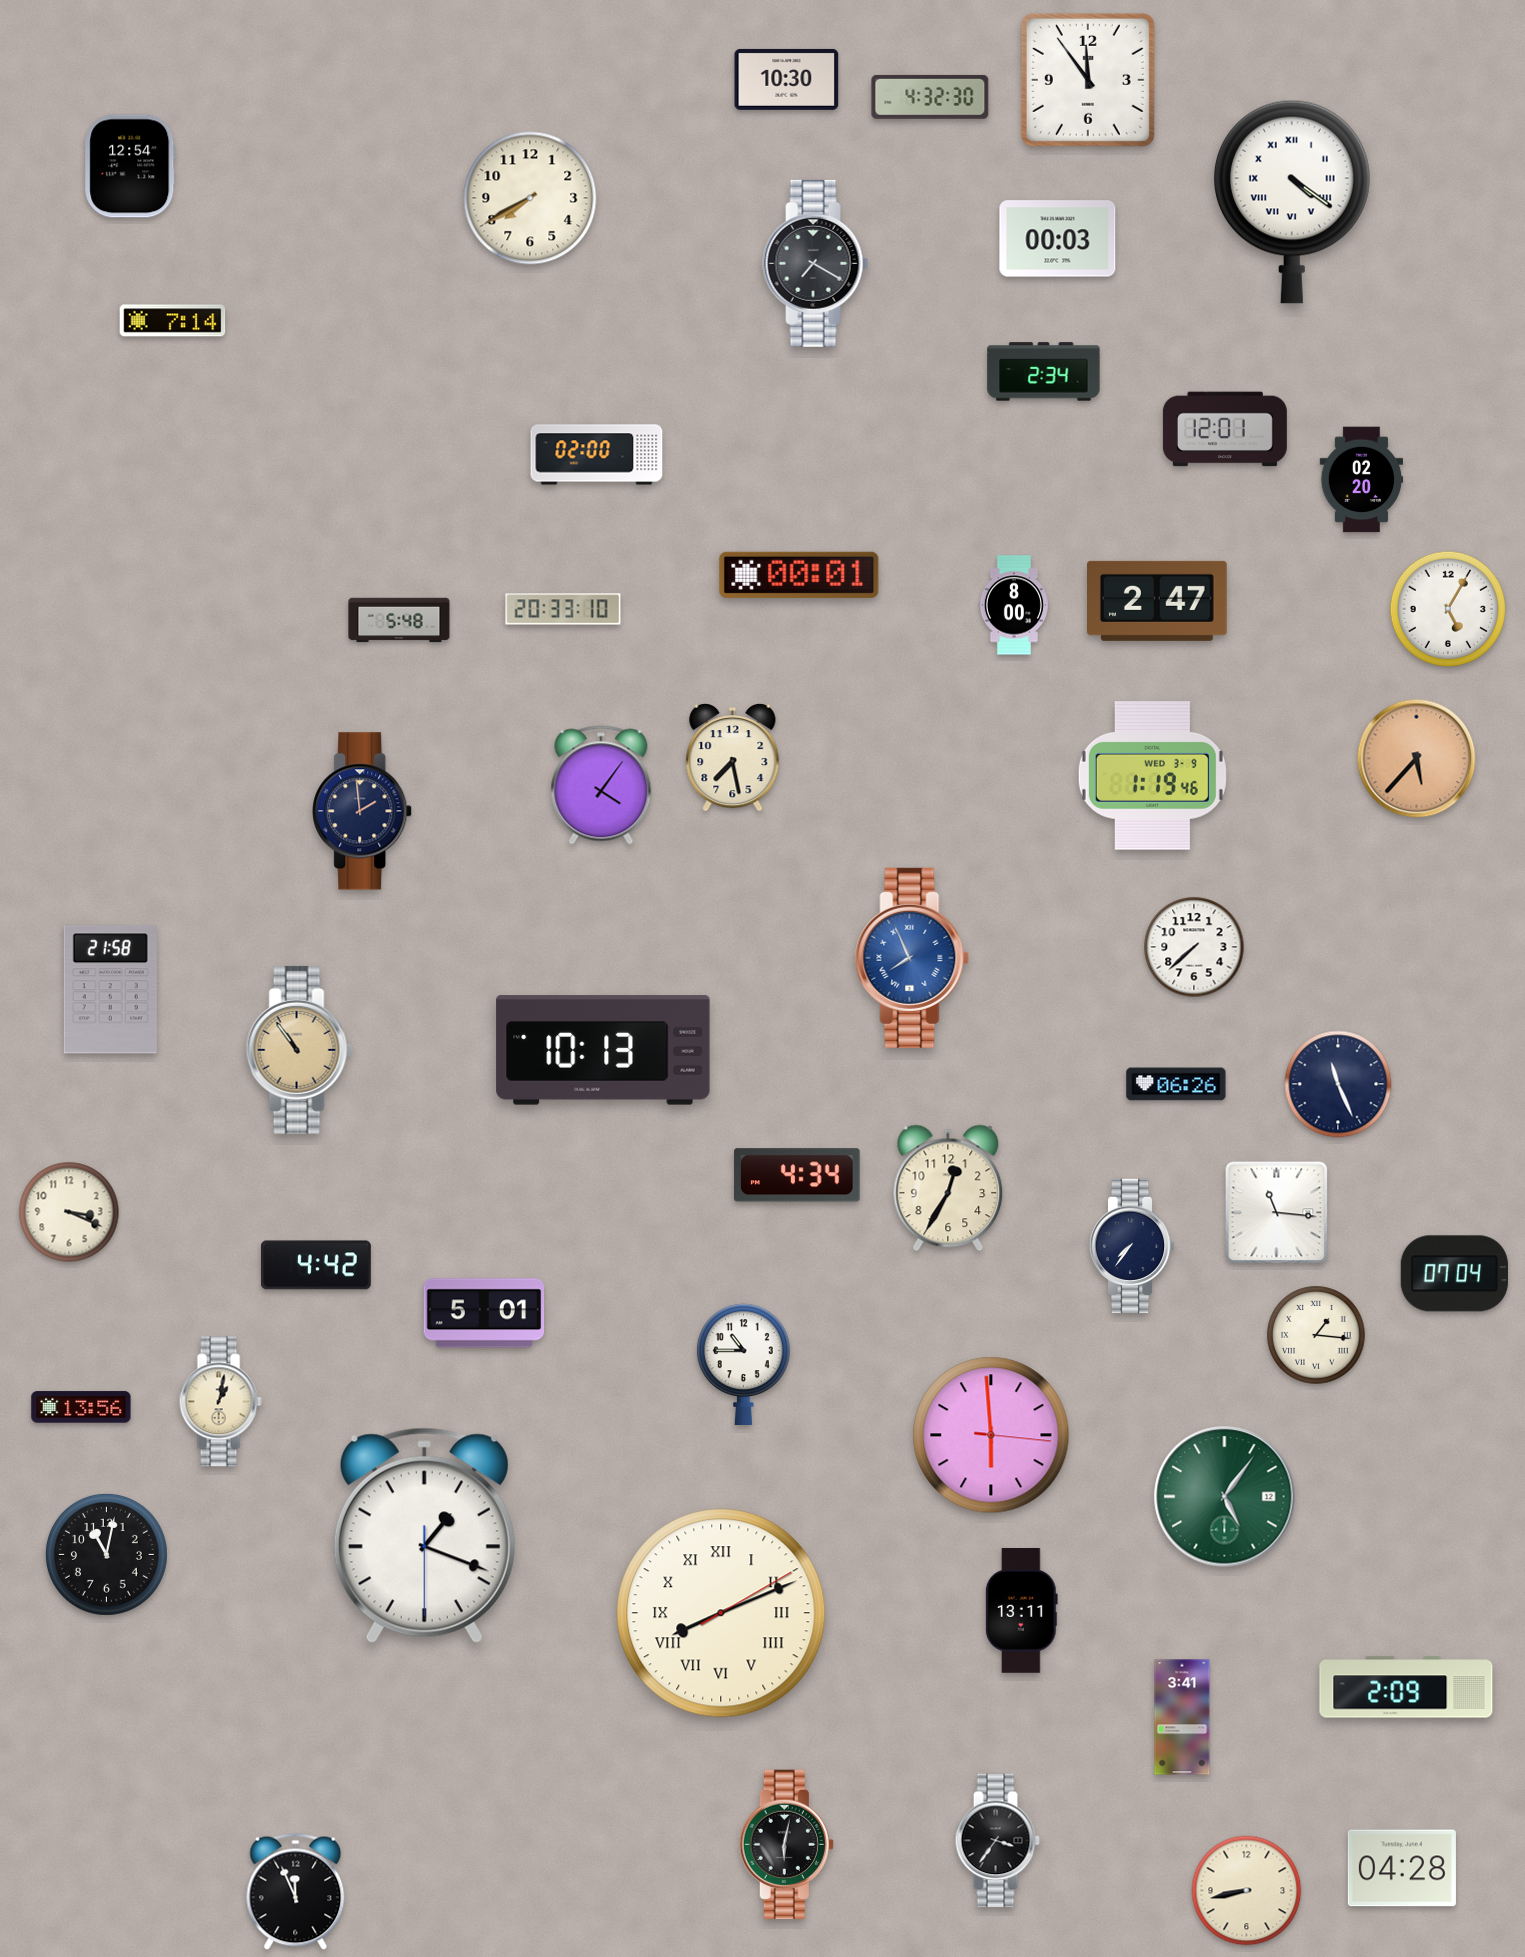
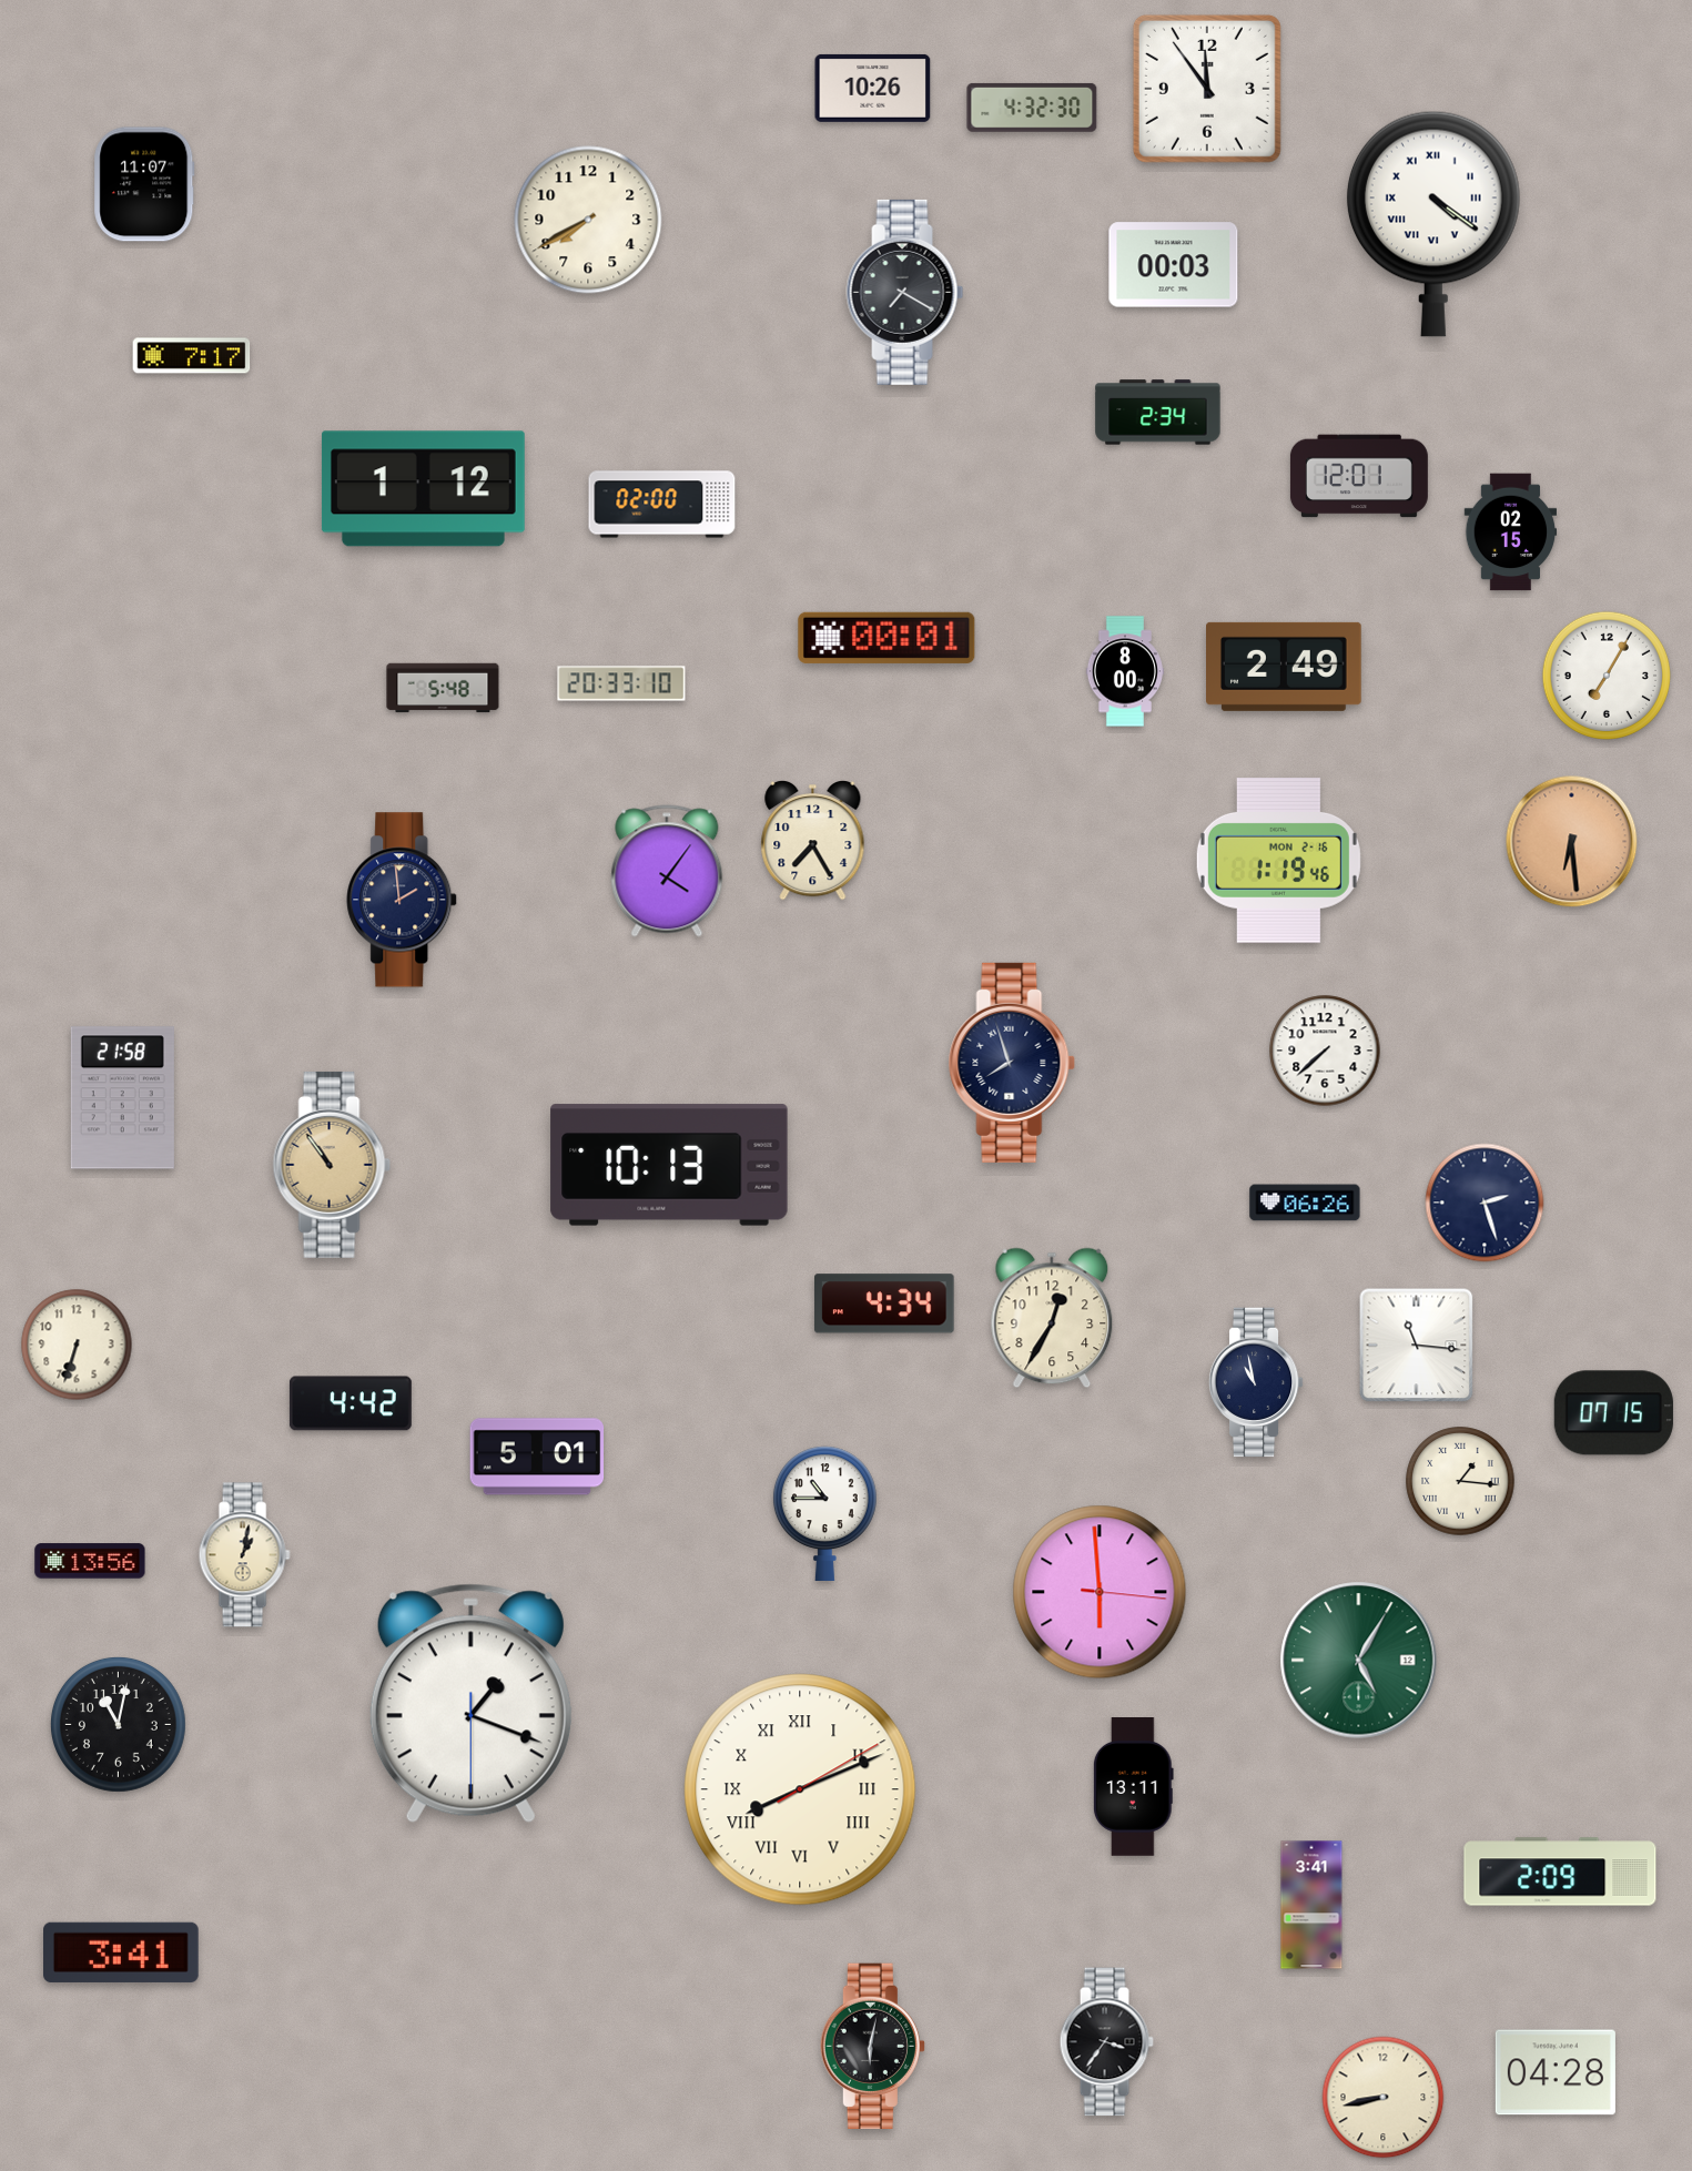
clock at (787, 79): 10:30 -> 10:26
clock at (130, 166): 12:54 -> 11:07
clock at (173, 321): 7:14 -> 7:17
clock at (423, 489): none -> 1:12
clock at (1362, 480): 02:20 -> 02:15
clock at (1158, 601): 2:47 -> 2:49
clock at (1447, 608): 5:05 -> 7:05
clock at (563, 609) position: (563, 609) -> (621, 683)
clock at (733, 757): 7:28 -> 7:25
clock at (1417, 759): 5:37 -> 6:29
clock at (1152, 776) date: WED 3-9 -> MON 2-16
clock at (912, 958): 7:56 -> 7:57
clock at (912, 958) dial: blue -> navy
clock at (1338, 1084): 11:26 -> 2:27
clock at (69, 1212): 3:19 -> 6:33
clock at (1132, 1246): 7:36 -> 10:58
clock at (1454, 1274): 07:04 -> 07:15
clock at (1225, 1497): 5:06 -> 5:05
clock at (122, 1952): none -> 3:41
clock at (296, 1891): 11:56 -> none
